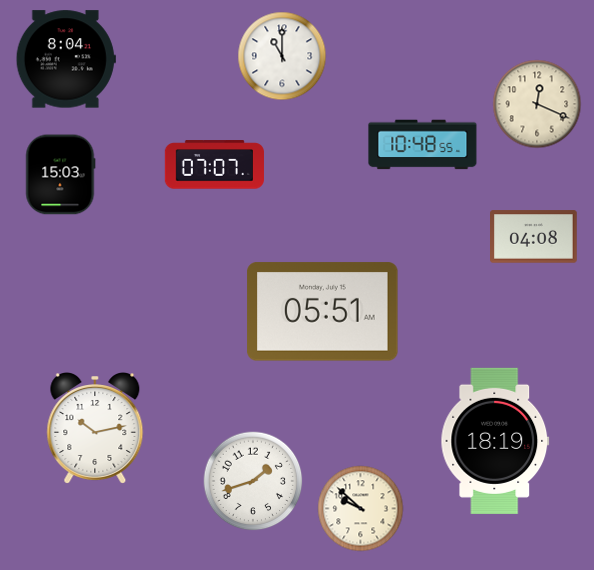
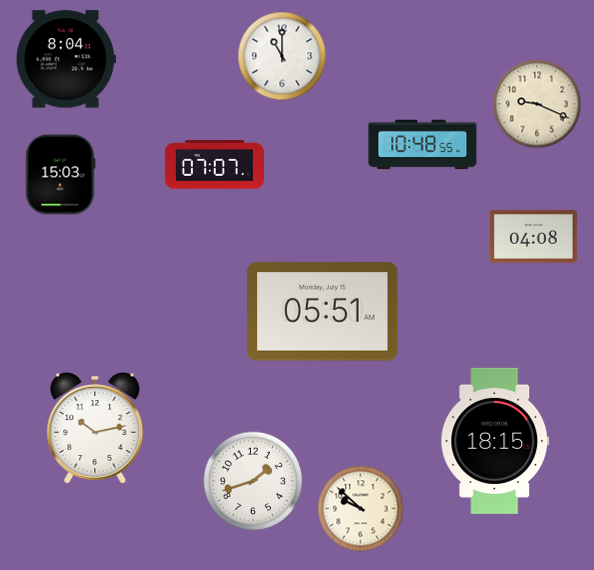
clock at (537, 104): 12:19 -> 9:19
clock at (495, 441): 18:19 -> 18:15
